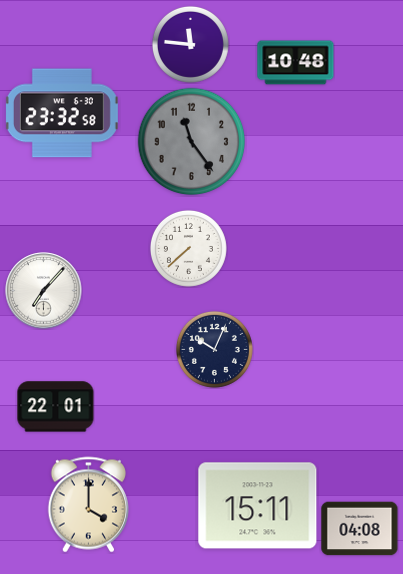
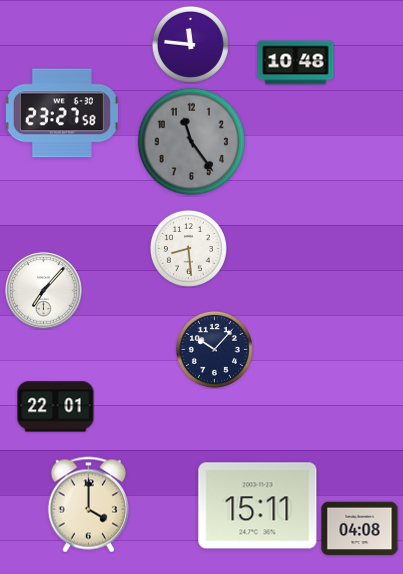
clock at (62, 113): 23:32 -> 23:27
clock at (188, 248): 7:38 -> 8:29
clock at (214, 349): 10:04 -> 10:07
